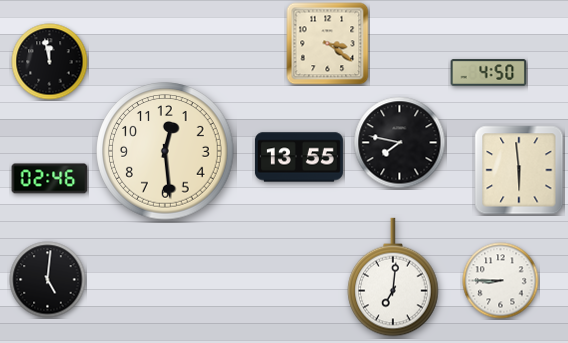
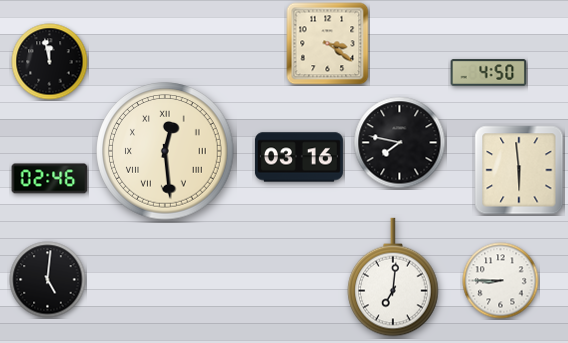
clock at (165, 151) numerals: Arabic -> Roman
clock at (299, 157): 13:55 -> 03:16
